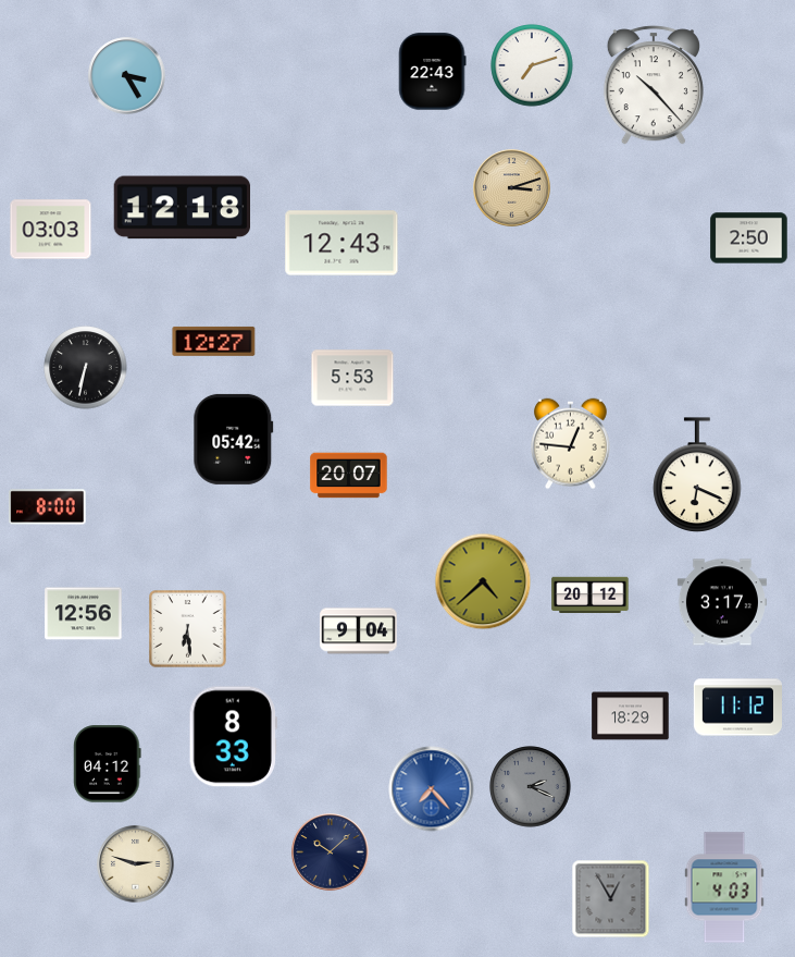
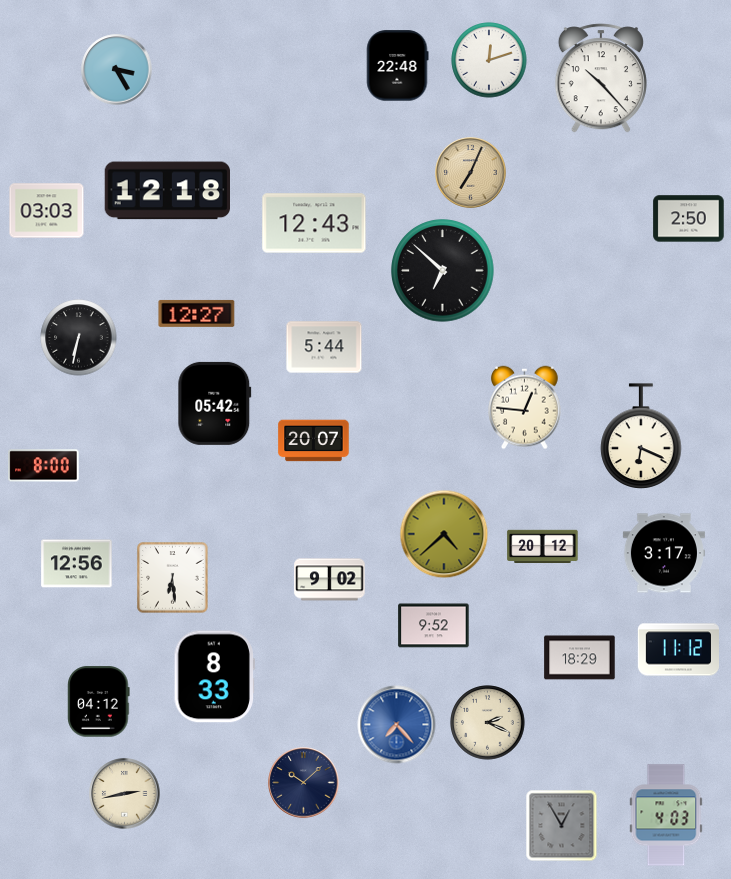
clock at (532, 65): 7:12 -> 12:12
clock at (433, 72): 22:43 -> 22:48
clock at (512, 188): 3:12 -> 7:04
clock at (443, 271): none -> 6:52
clock at (352, 378): 5:53 -> 5:44
clock at (349, 476) position: (349, 476) -> (314, 441)
clock at (359, 631): 9:04 -> 9:02
clock at (434, 626): none -> 9:52
clock at (531, 787) dial: grey -> cream
clock at (136, 864): 2:48 -> 2:43
